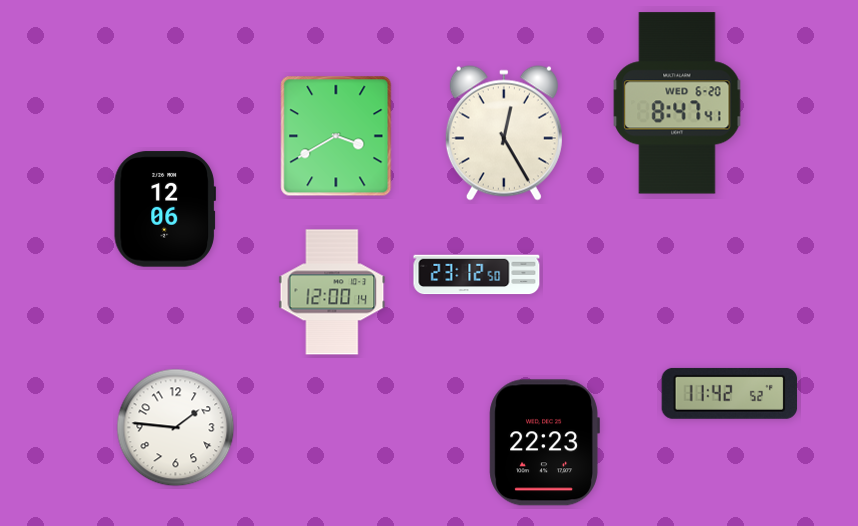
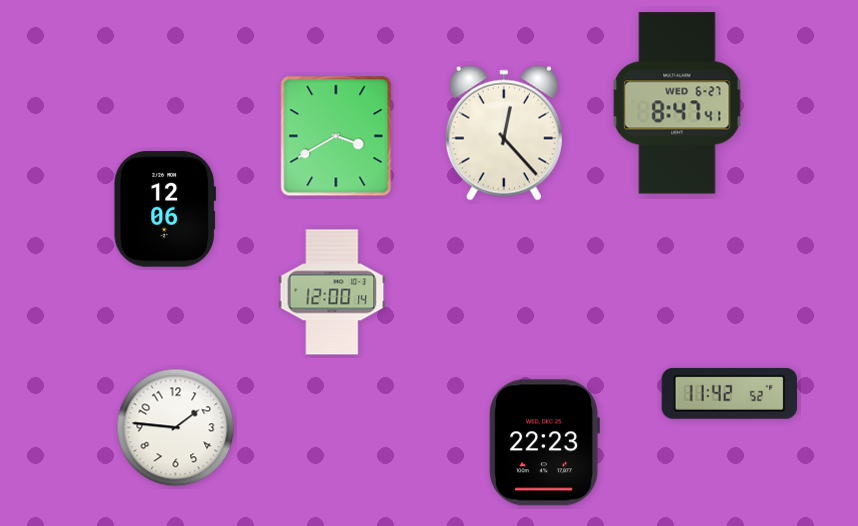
clock at (677, 103) date: WED 6-20 -> WED 6-27
clock at (504, 133): 12:25 -> 12:23
clock at (477, 275): 23:12 -> none
